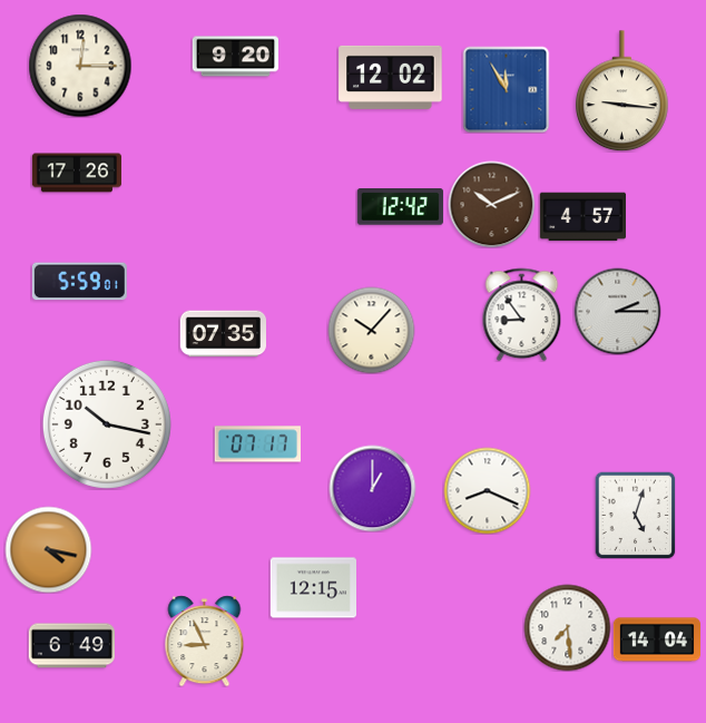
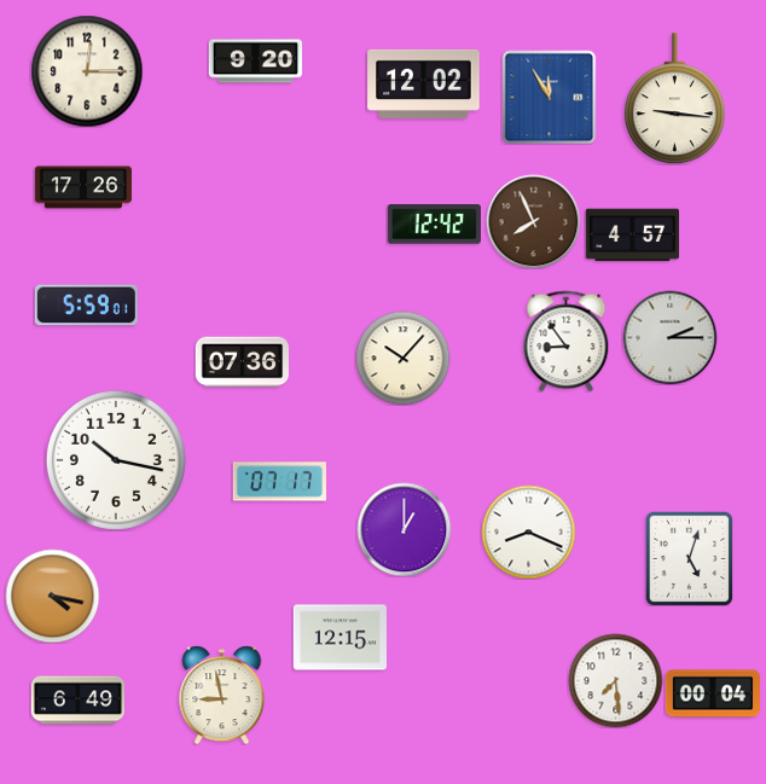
clock at (491, 204): 10:11 -> 7:56
clock at (223, 334): 07:35 -> 07:36
clock at (656, 639): 14:04 -> 00:04
clock at (205, 641): 8:56 -> 8:58
